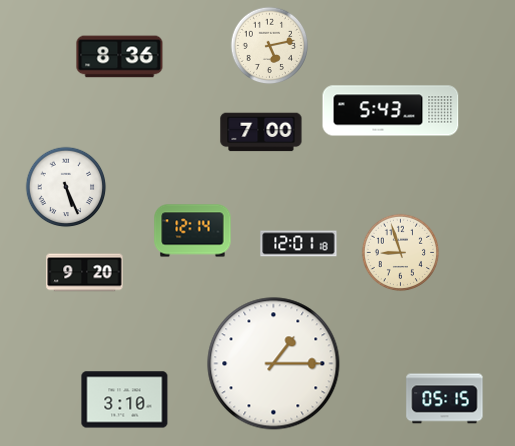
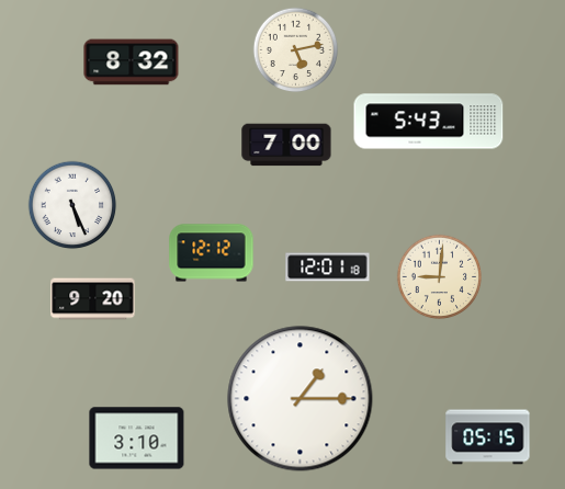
clock at (120, 57): 8:36 -> 8:32
clock at (193, 231): 12:14 -> 12:12
clock at (400, 252): 8:57 -> 9:01
